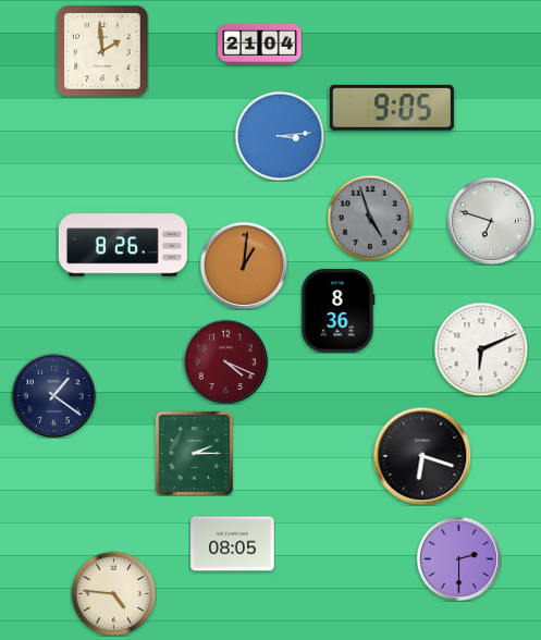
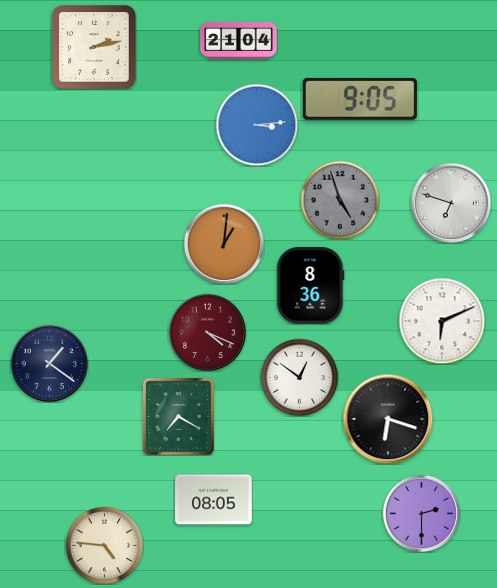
clock at (102, 51): 1:59 -> 2:13
clock at (123, 245): 8:26 -> none
clock at (299, 377): none -> 12:51
clock at (194, 453): 2:15 -> 7:20
